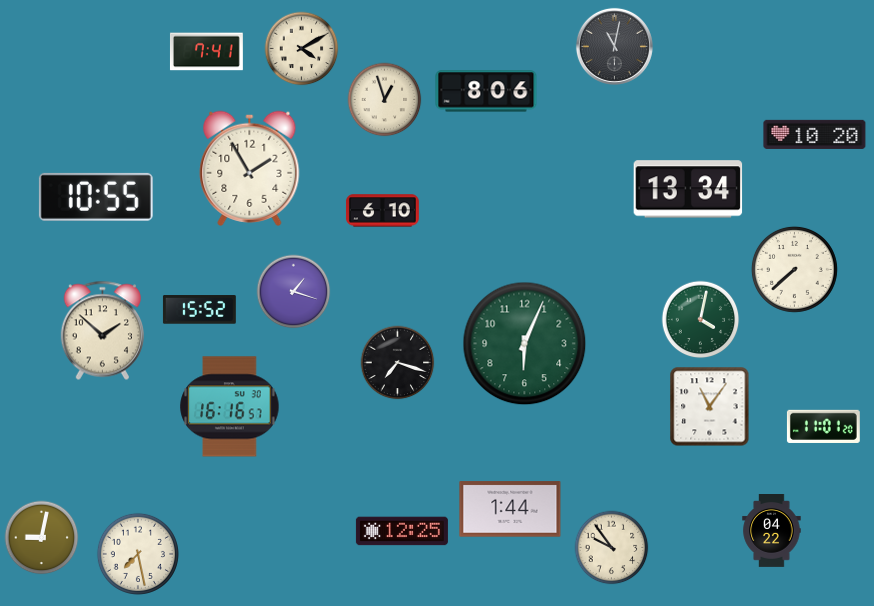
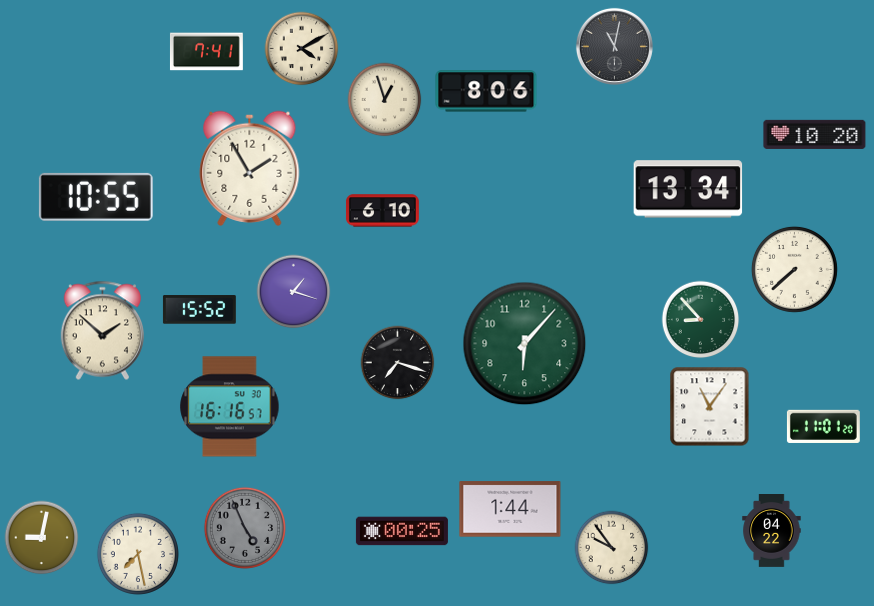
clock at (701, 320): 4:02 -> 8:53
clock at (525, 344): 6:04 -> 6:07
clock at (245, 528): none -> 4:56
clock at (402, 531): 12:25 -> 00:25
